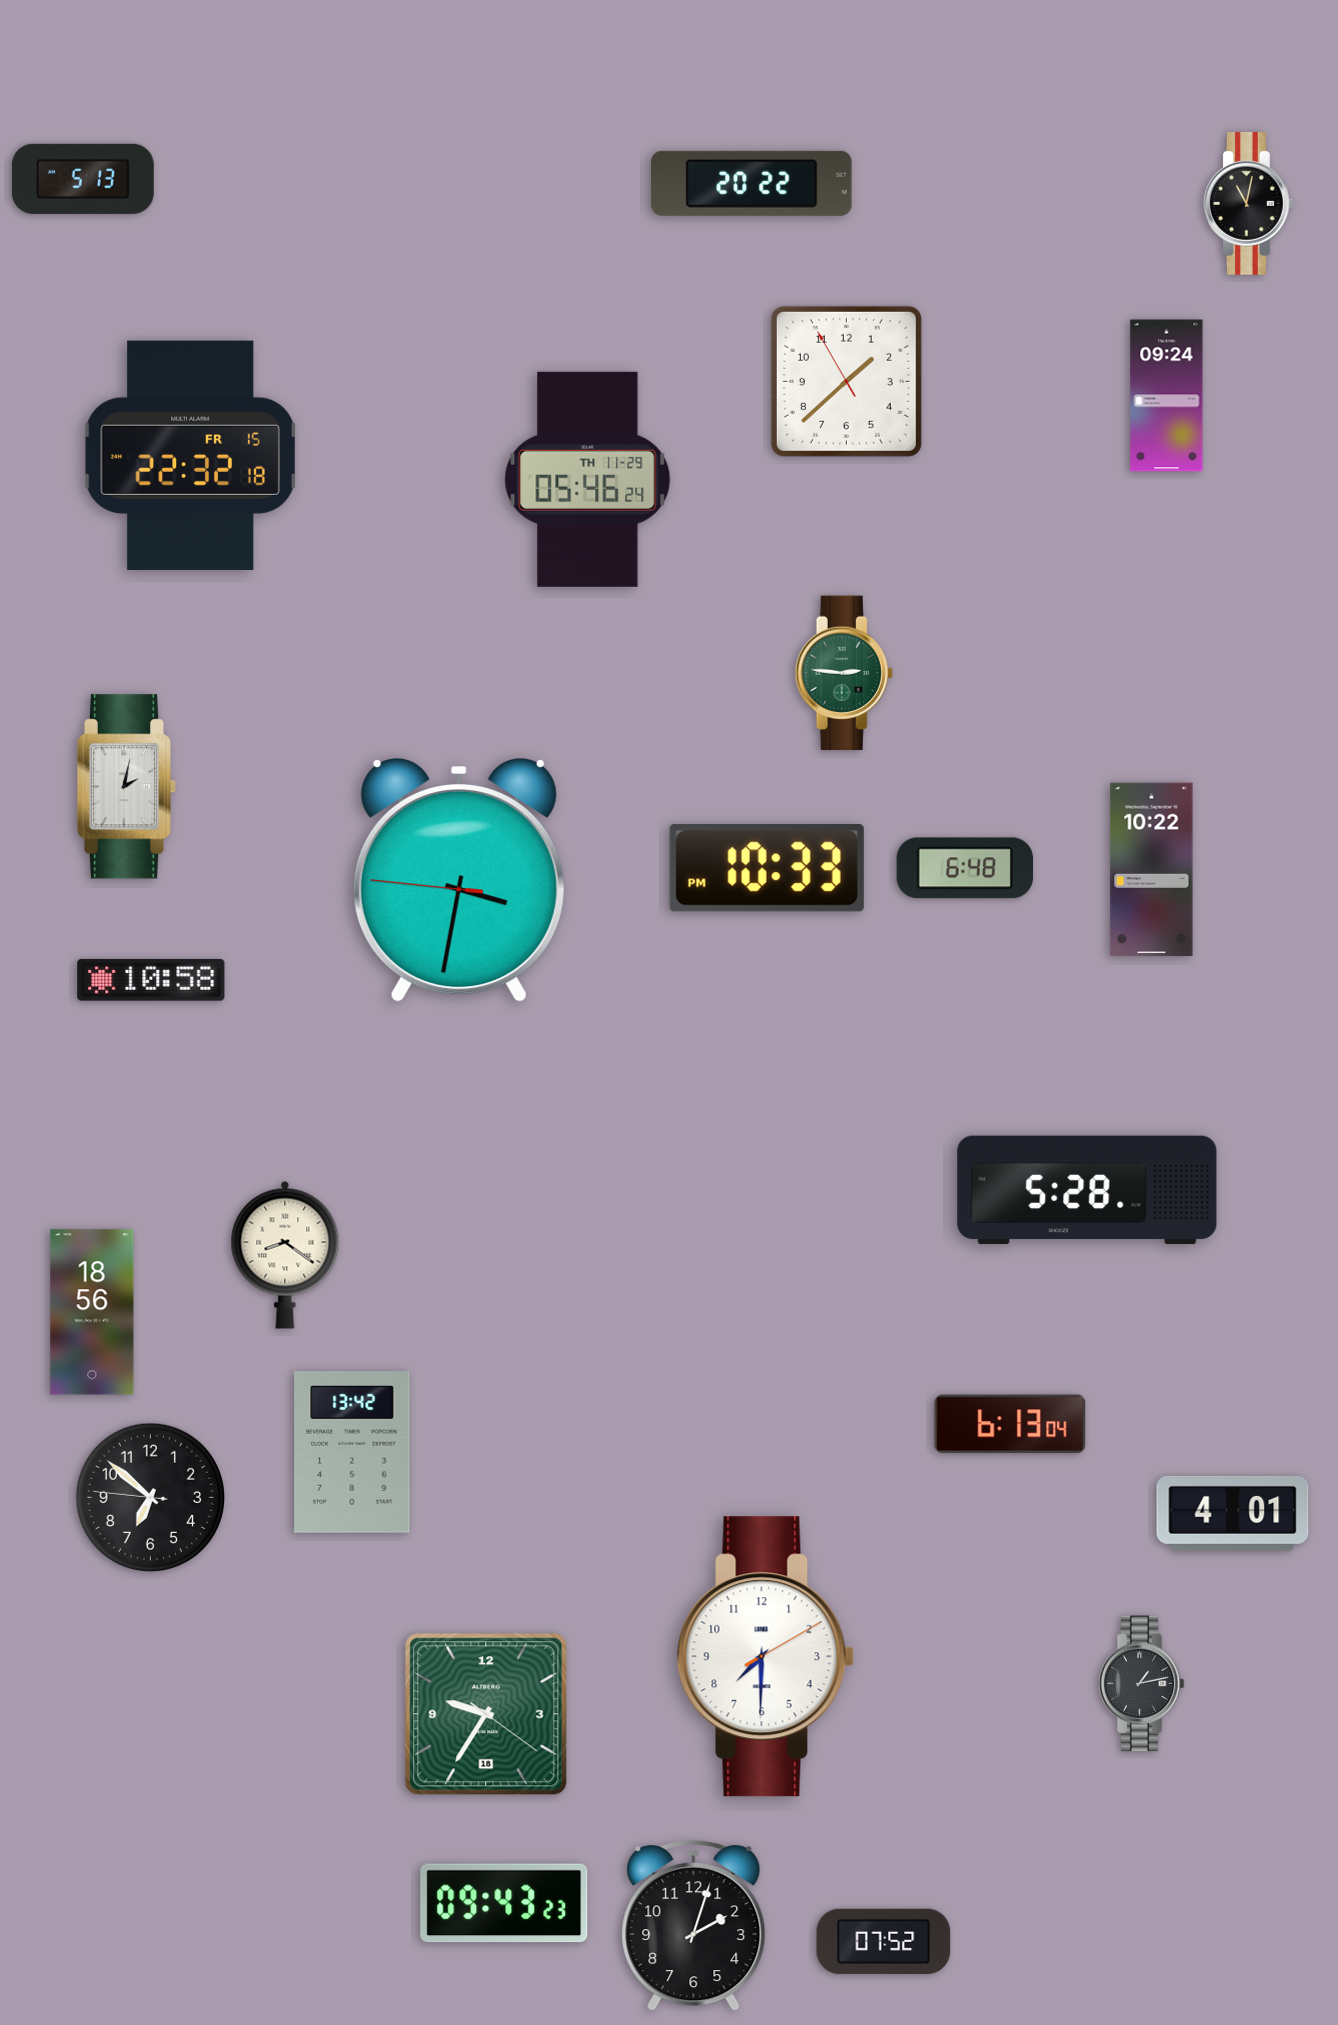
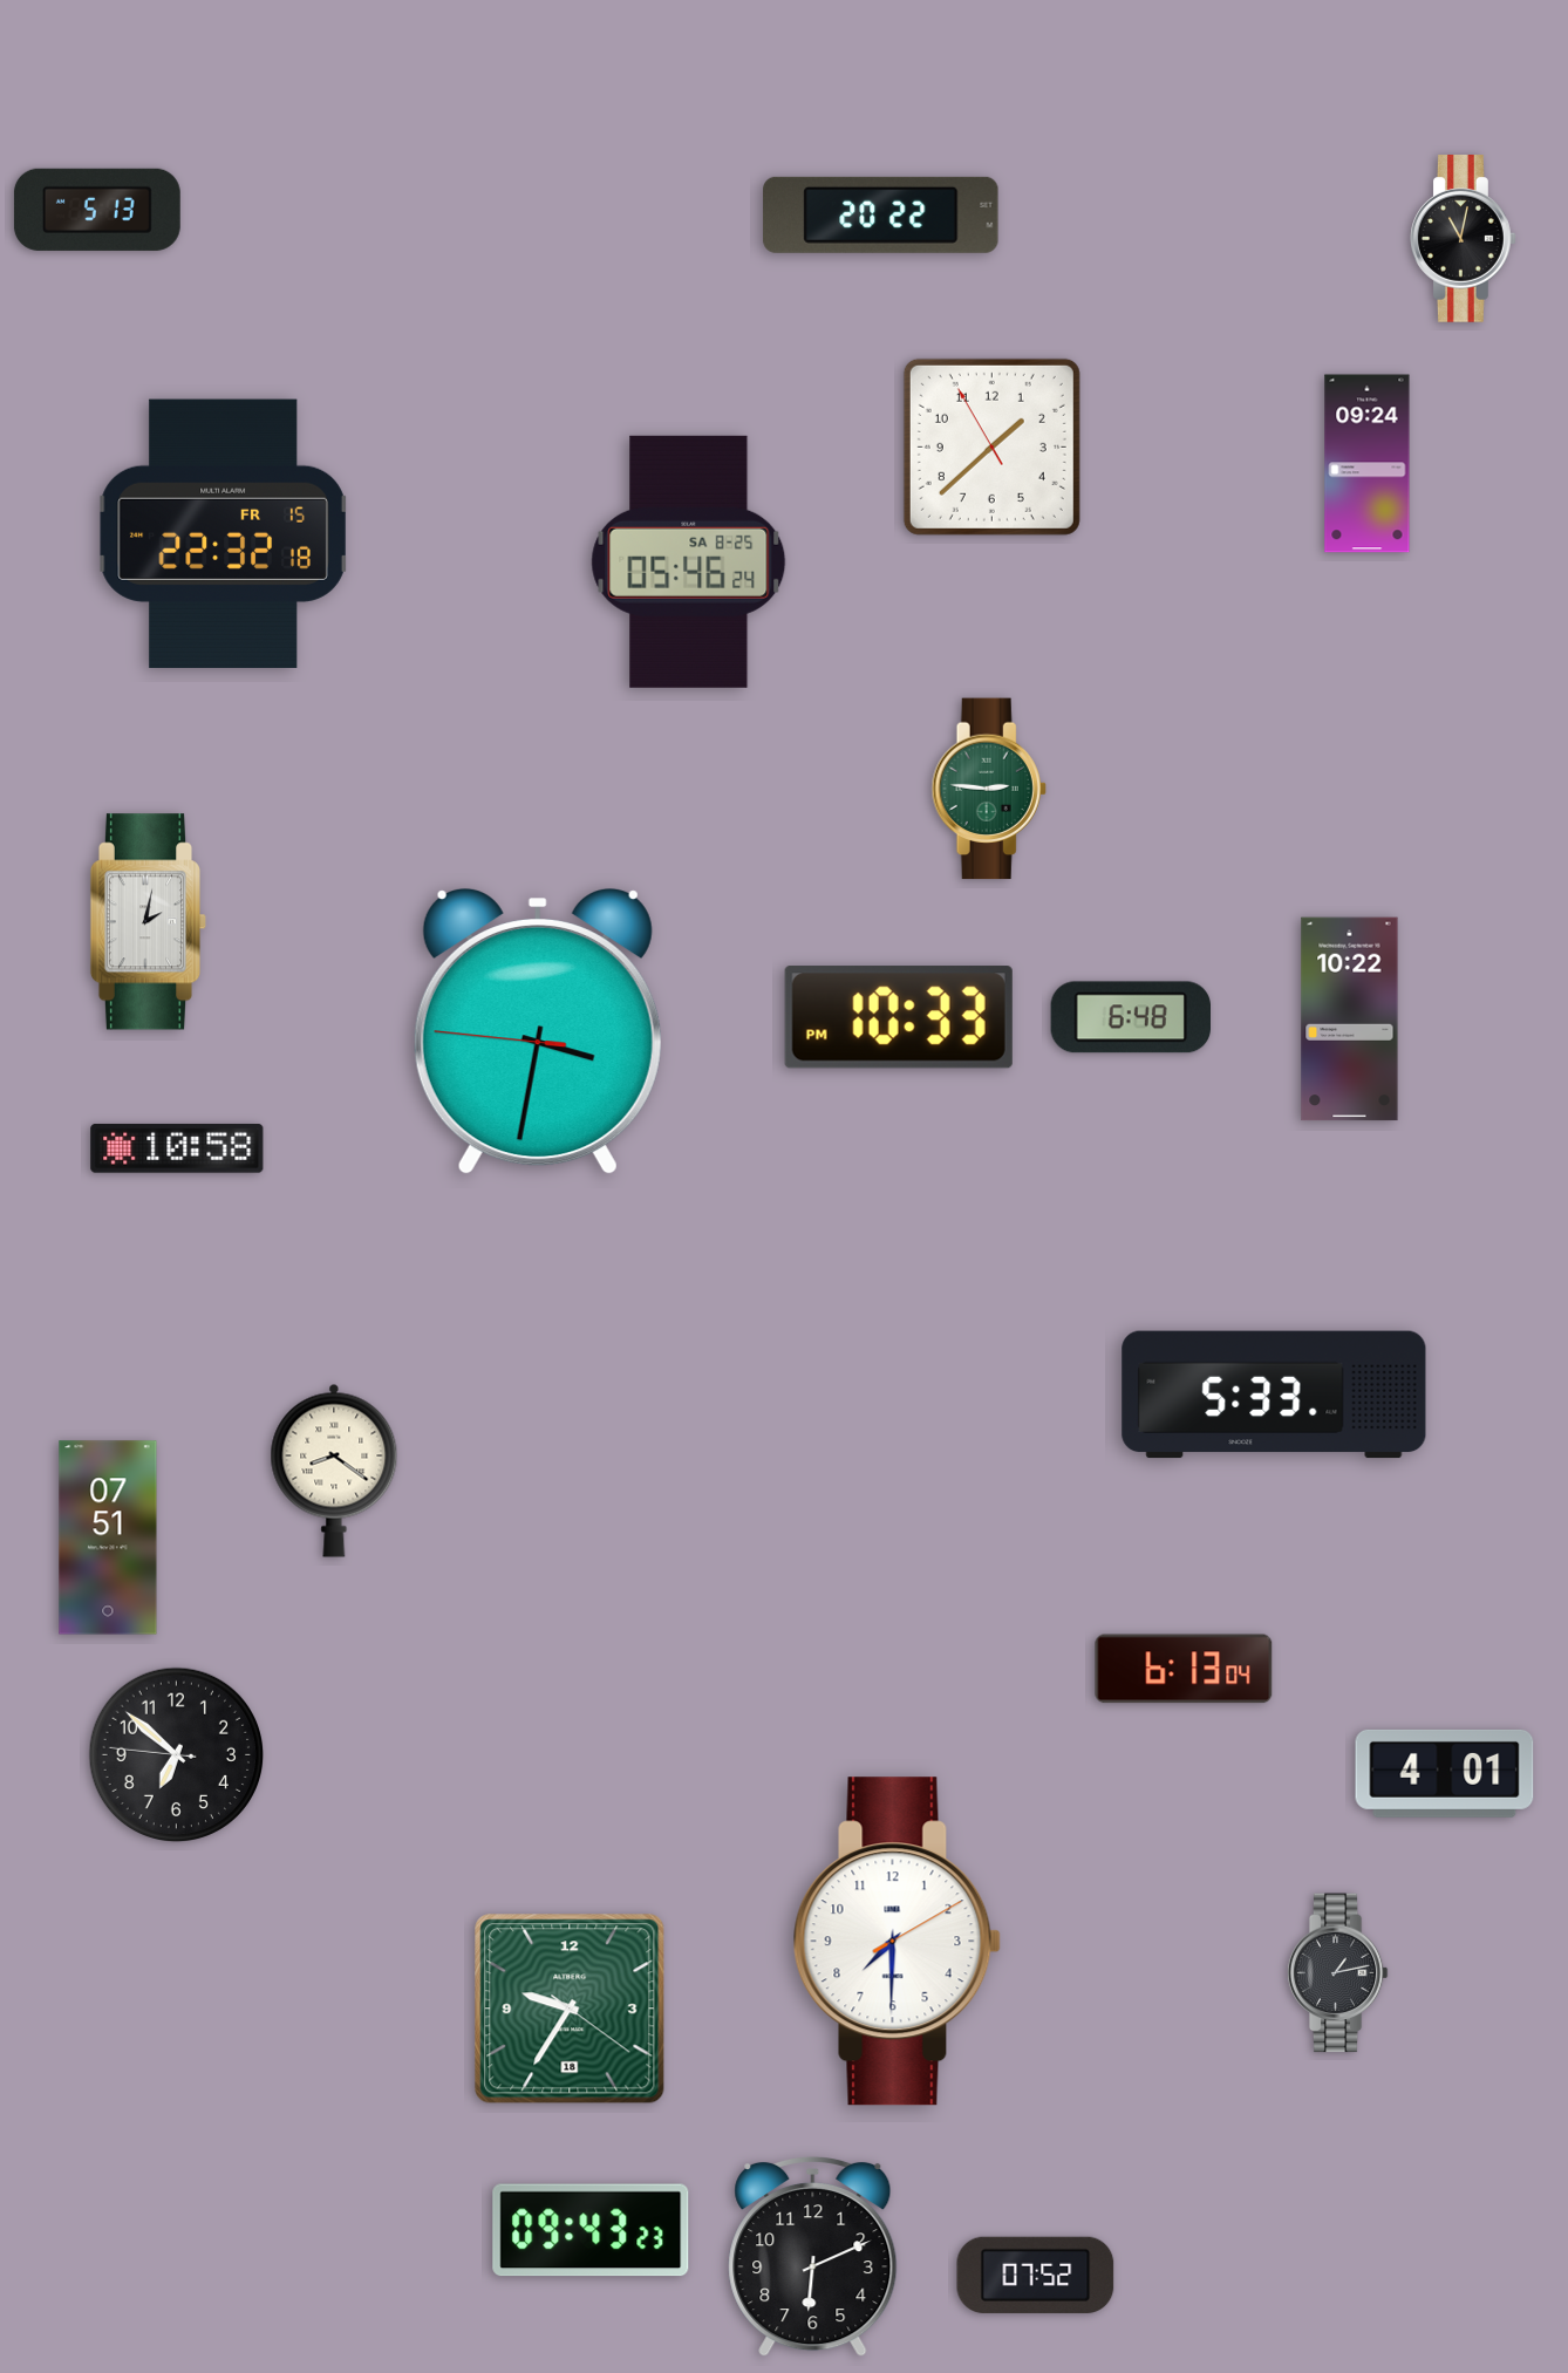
clock at (588, 479) date: TH 11-29 -> SA 8-25
clock at (1087, 1190): 5:28 -> 5:33
clock at (92, 1312): 18:56 -> 07:51
clock at (352, 1452): 13:42 -> none
clock at (694, 1926): 2:03 -> 6:11
